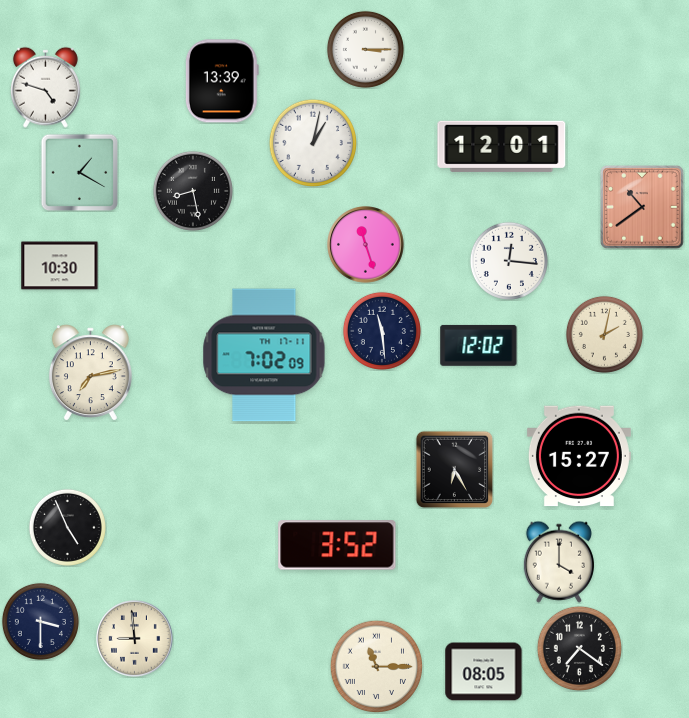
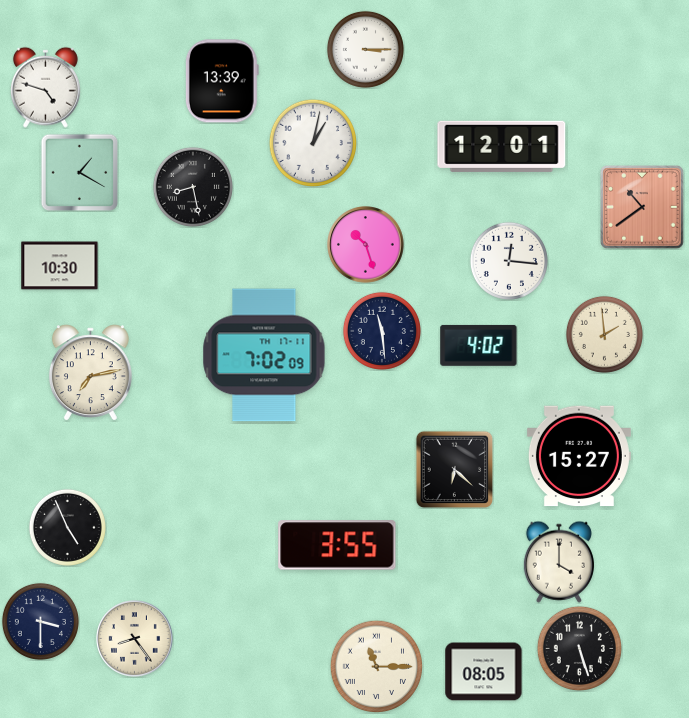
clock at (193, 191) position: (193, 191) -> (193, 187)
clock at (366, 245): 11:27 -> 10:27
clock at (604, 334): 2:02 -> 1:59
clock at (479, 345): 12:02 -> 4:02
clock at (454, 469): 6:25 -> 6:22
clock at (337, 545): 3:52 -> 3:55
clock at (135, 639): 8:59 -> 8:24
clock at (579, 648): 7:21 -> 5:27
